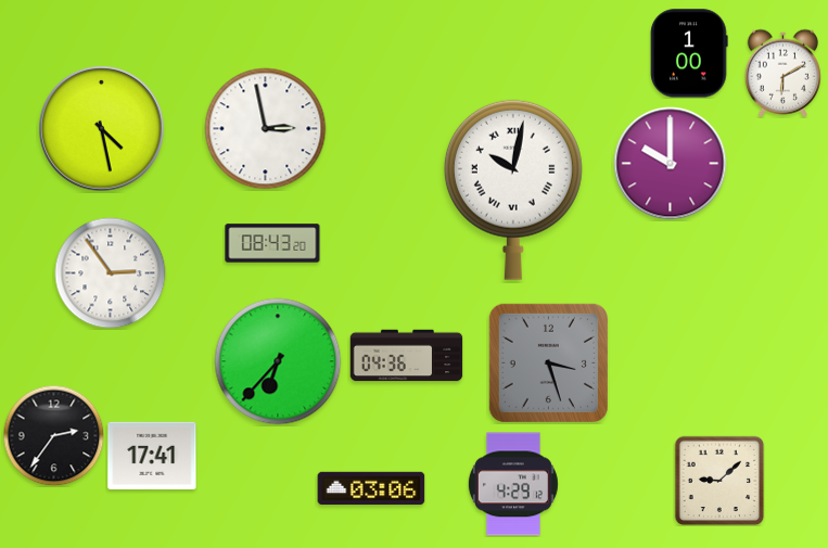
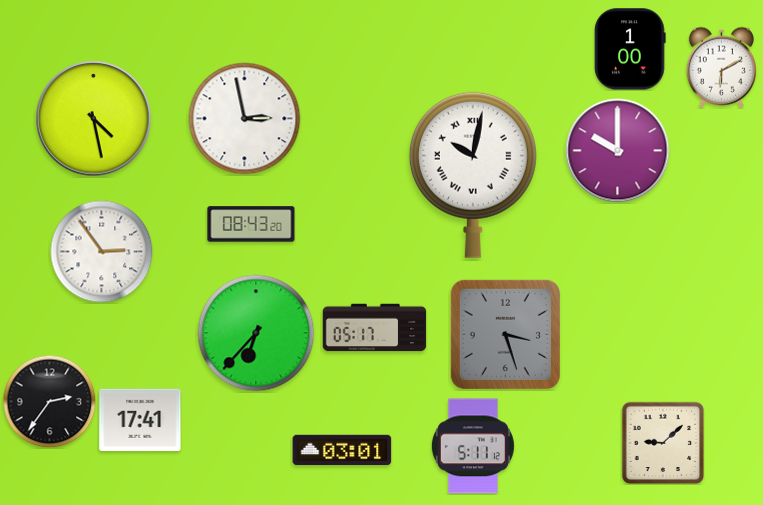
clock at (689, 53) position: (689, 53) -> (630, 49)
clock at (407, 356): 04:36 -> 05:17
clock at (513, 484): 4:29 -> 5:11
clock at (371, 488): 03:06 -> 03:01
